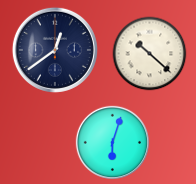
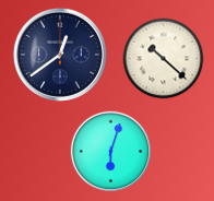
clock at (112, 142) position: (112, 142) -> (110, 151)
